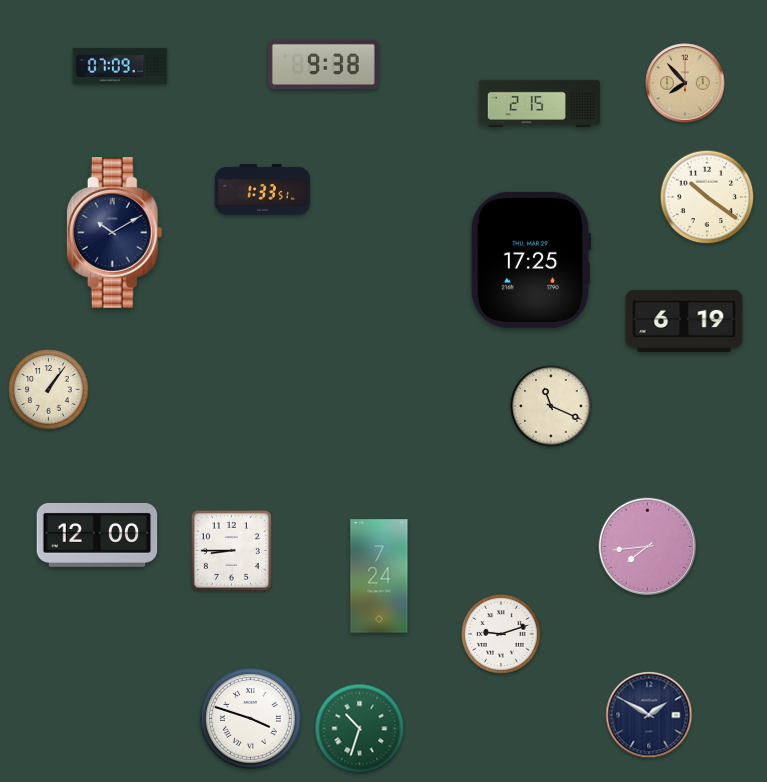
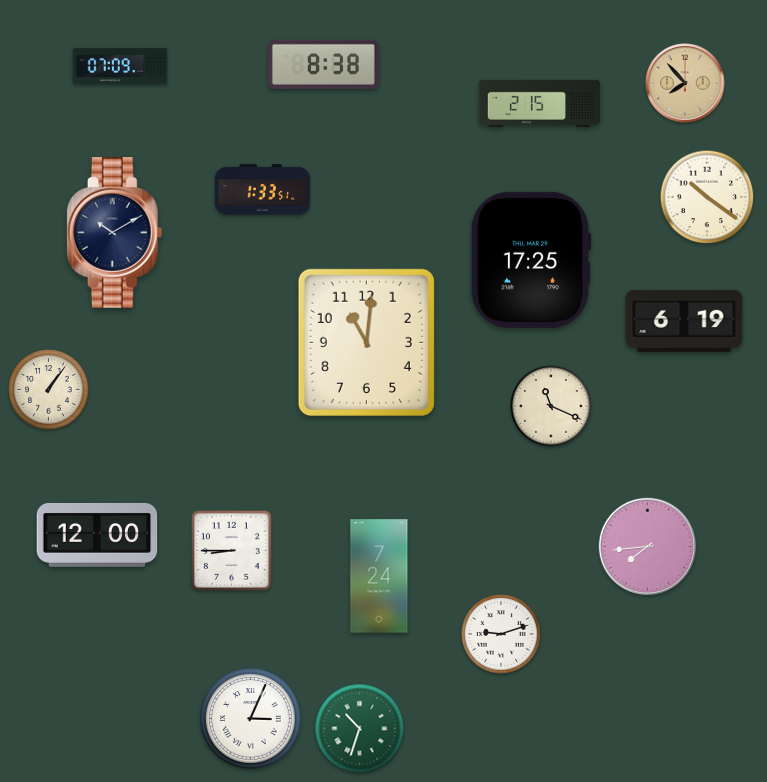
clock at (323, 64): 9:38 -> 8:38
clock at (366, 342): none -> 11:01
clock at (649, 715): 1:50 -> none
clock at (251, 719): 3:48 -> 3:04
